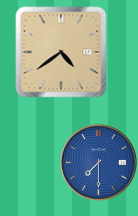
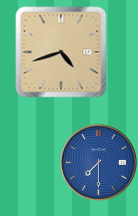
clock at (61, 52): 4:39 -> 4:42
